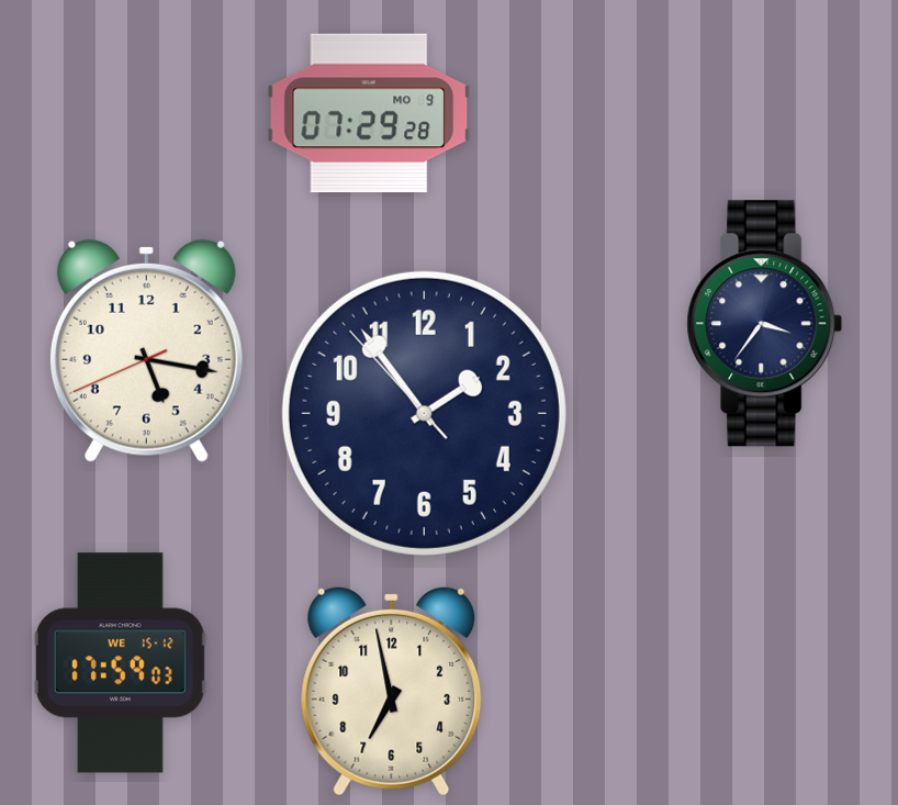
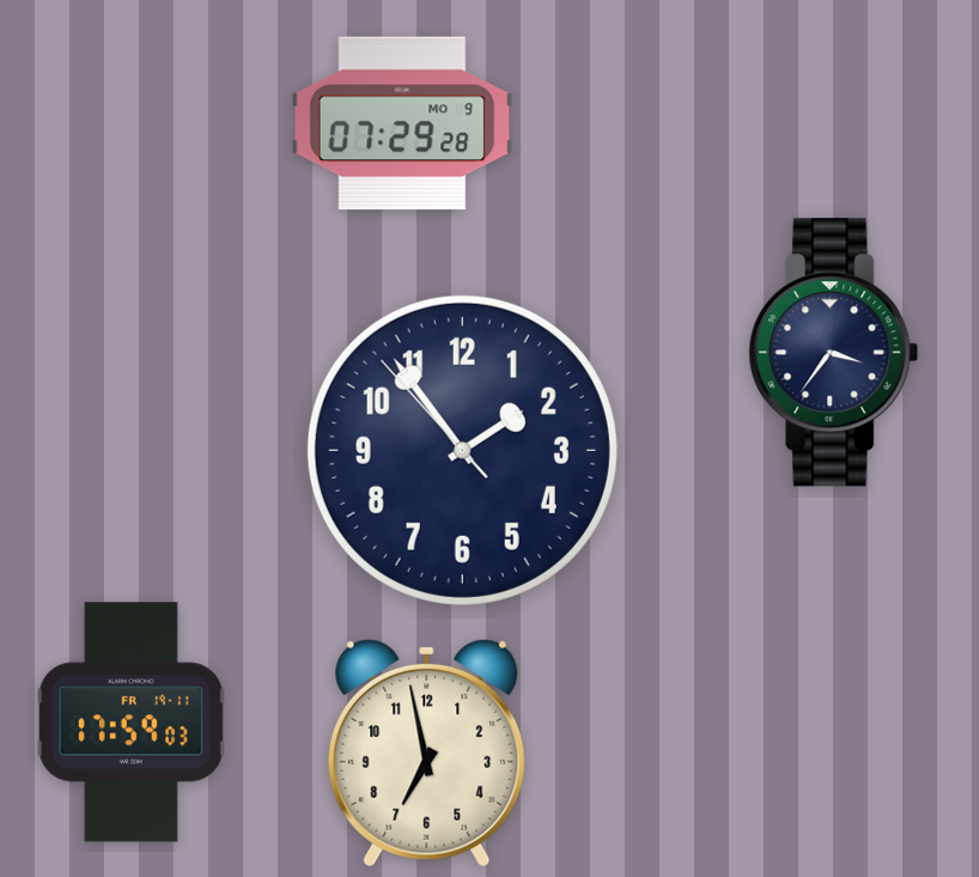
clock at (146, 350): 5:16 -> none
clock at (120, 663) date: WE 15-12 -> FR 19-11
